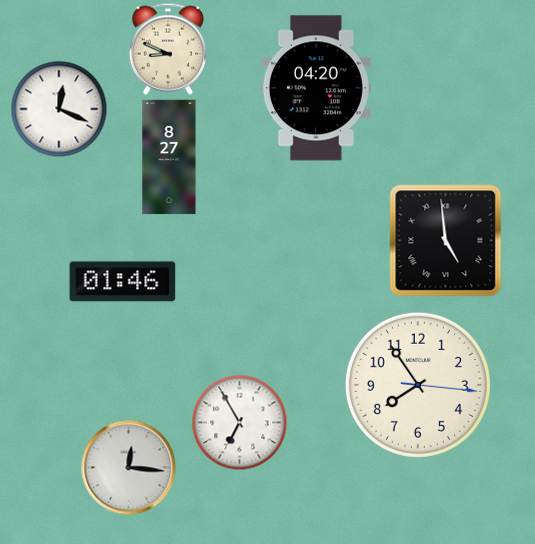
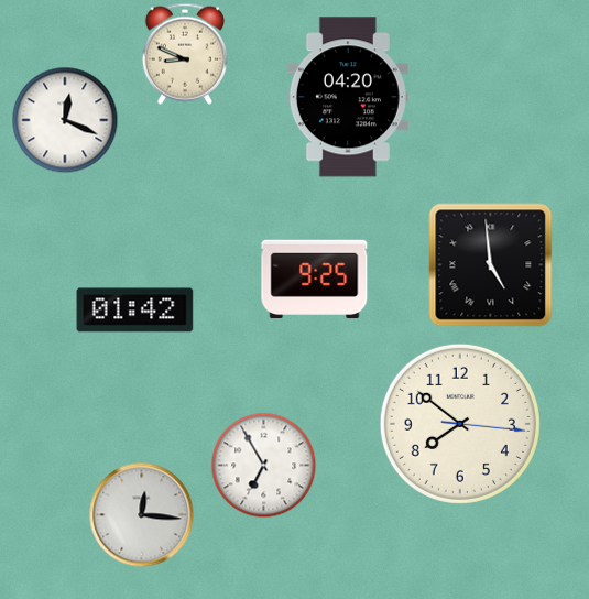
clock at (169, 157): 8:27 -> none
clock at (315, 280): none -> 9:25
clock at (123, 282): 01:46 -> 01:42
clock at (418, 385): 7:54 -> 7:51
